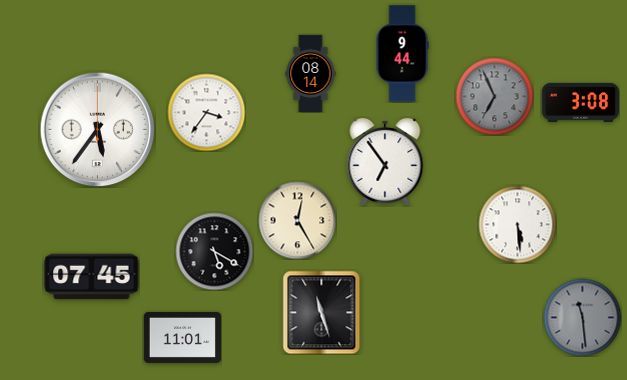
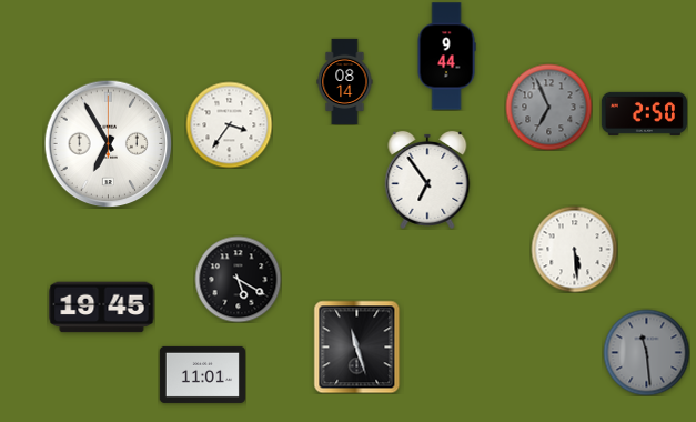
clock at (402, 54) position: (402, 54) -> (446, 57)
clock at (580, 102): 3:08 -> 2:50
clock at (97, 129): 5:36 -> 6:55
clock at (297, 220): 12:25 -> none
clock at (92, 277): 07:45 -> 19:45
